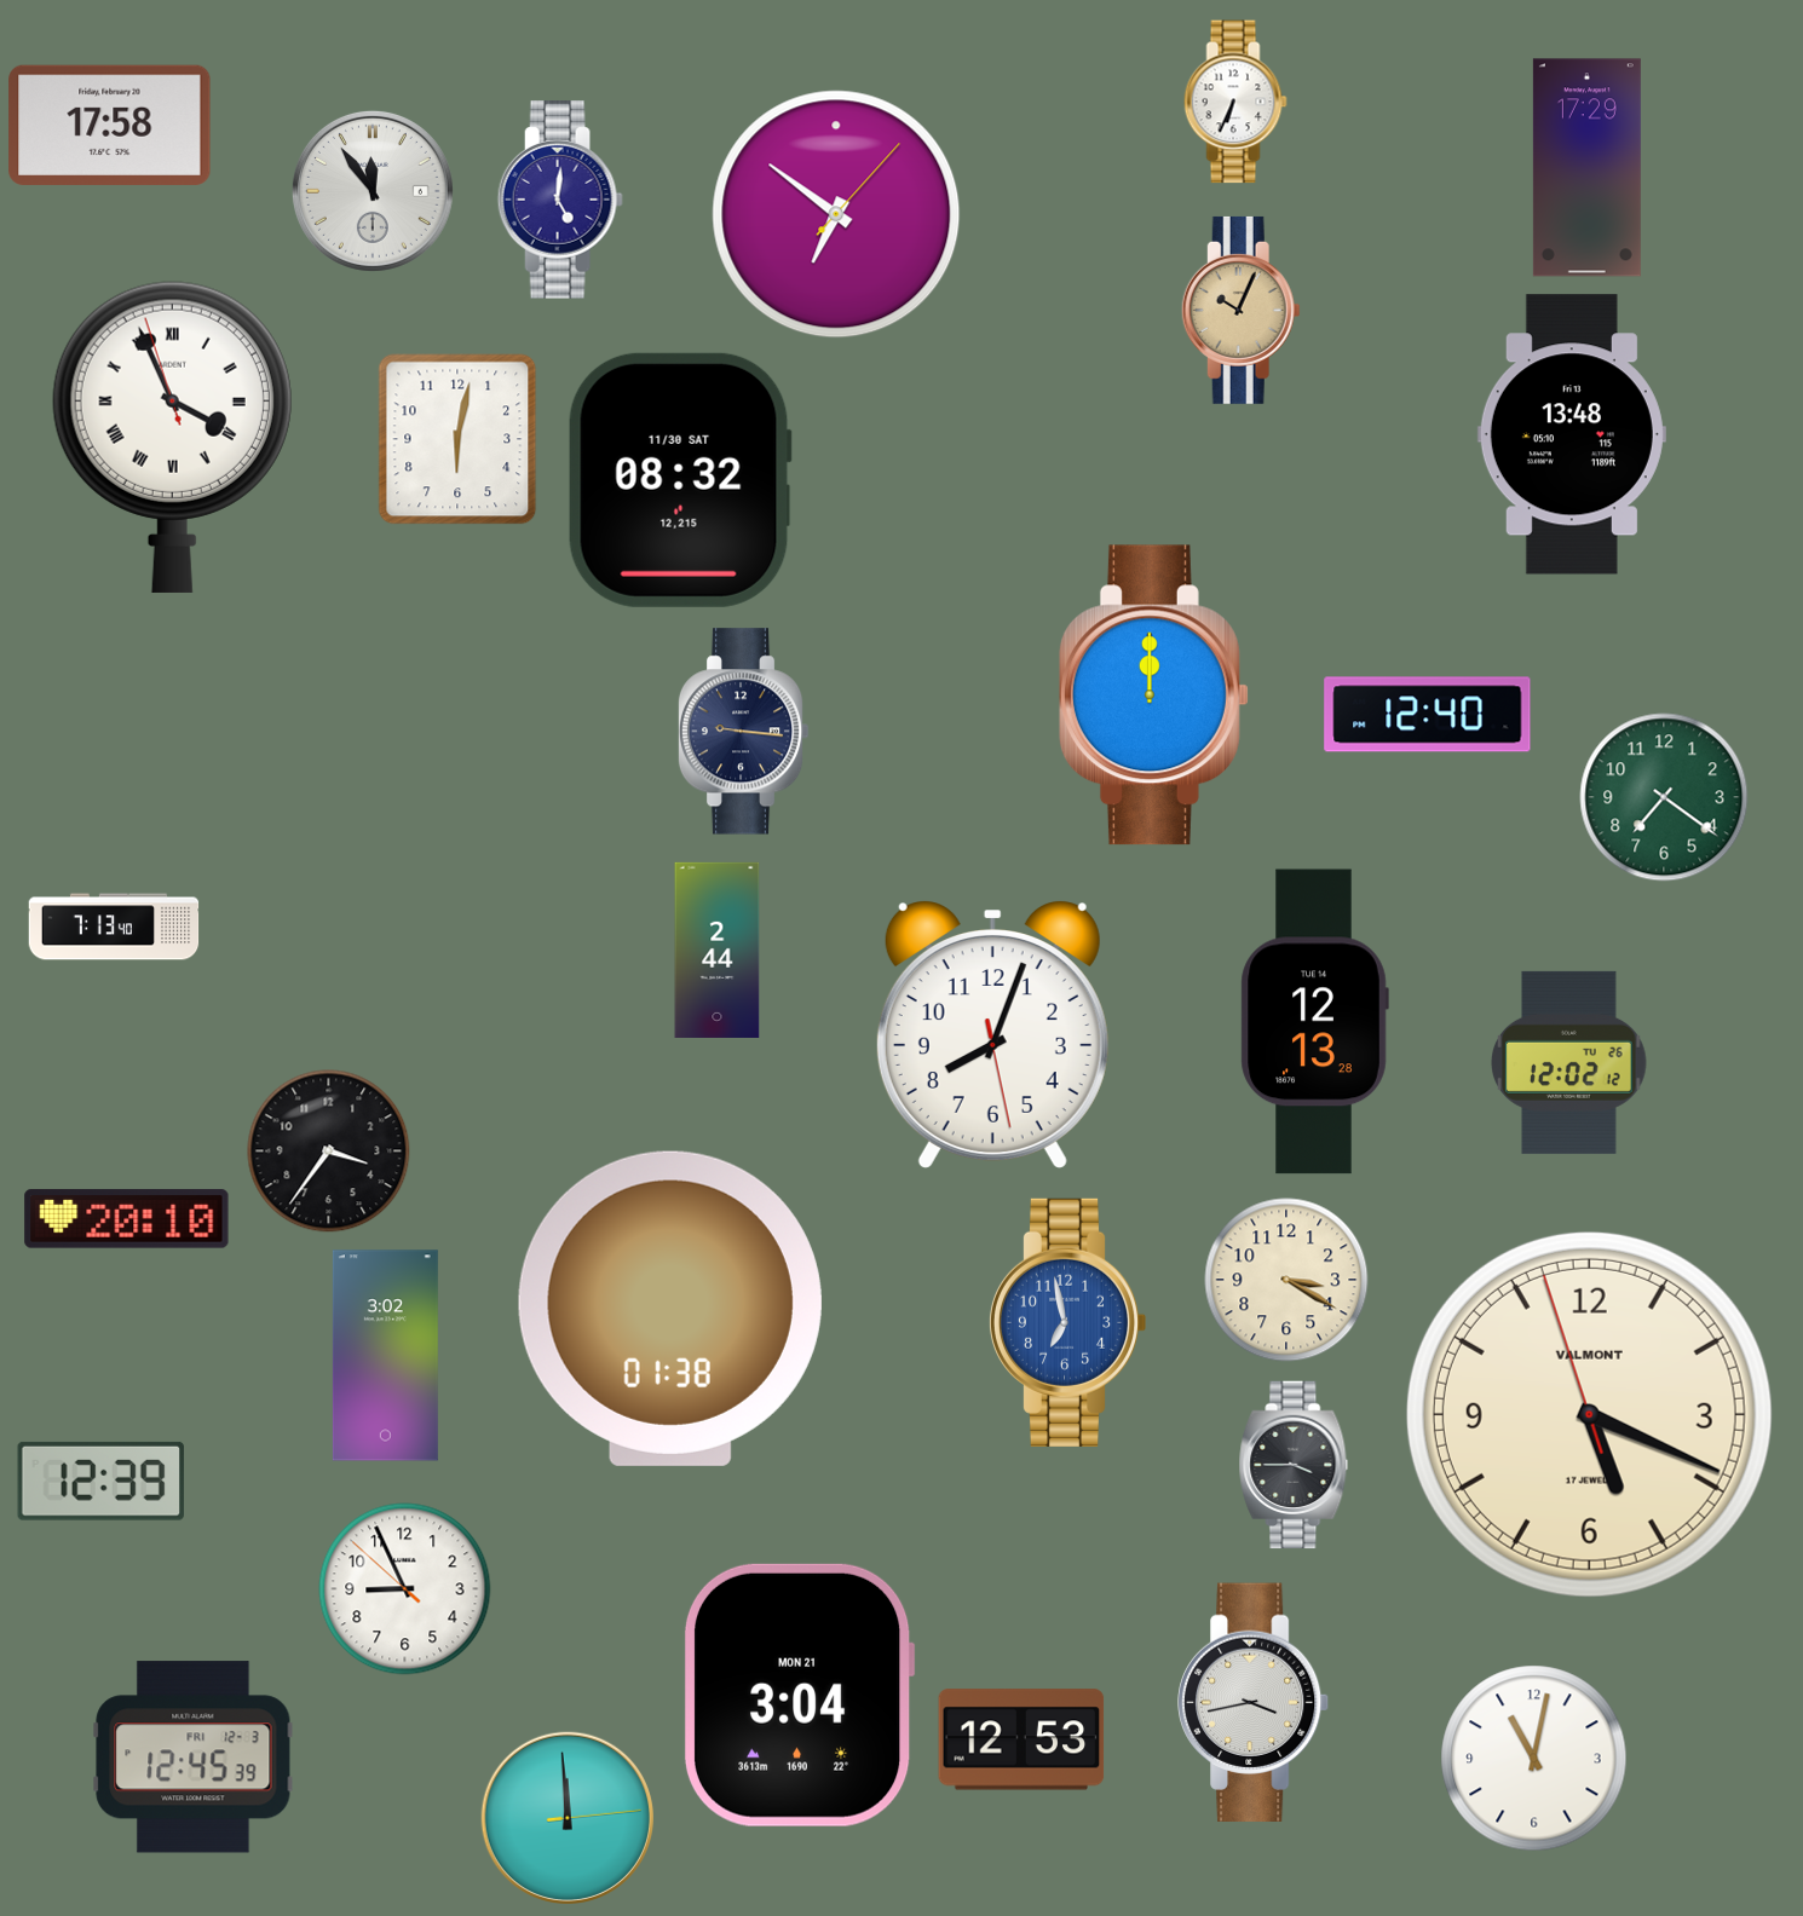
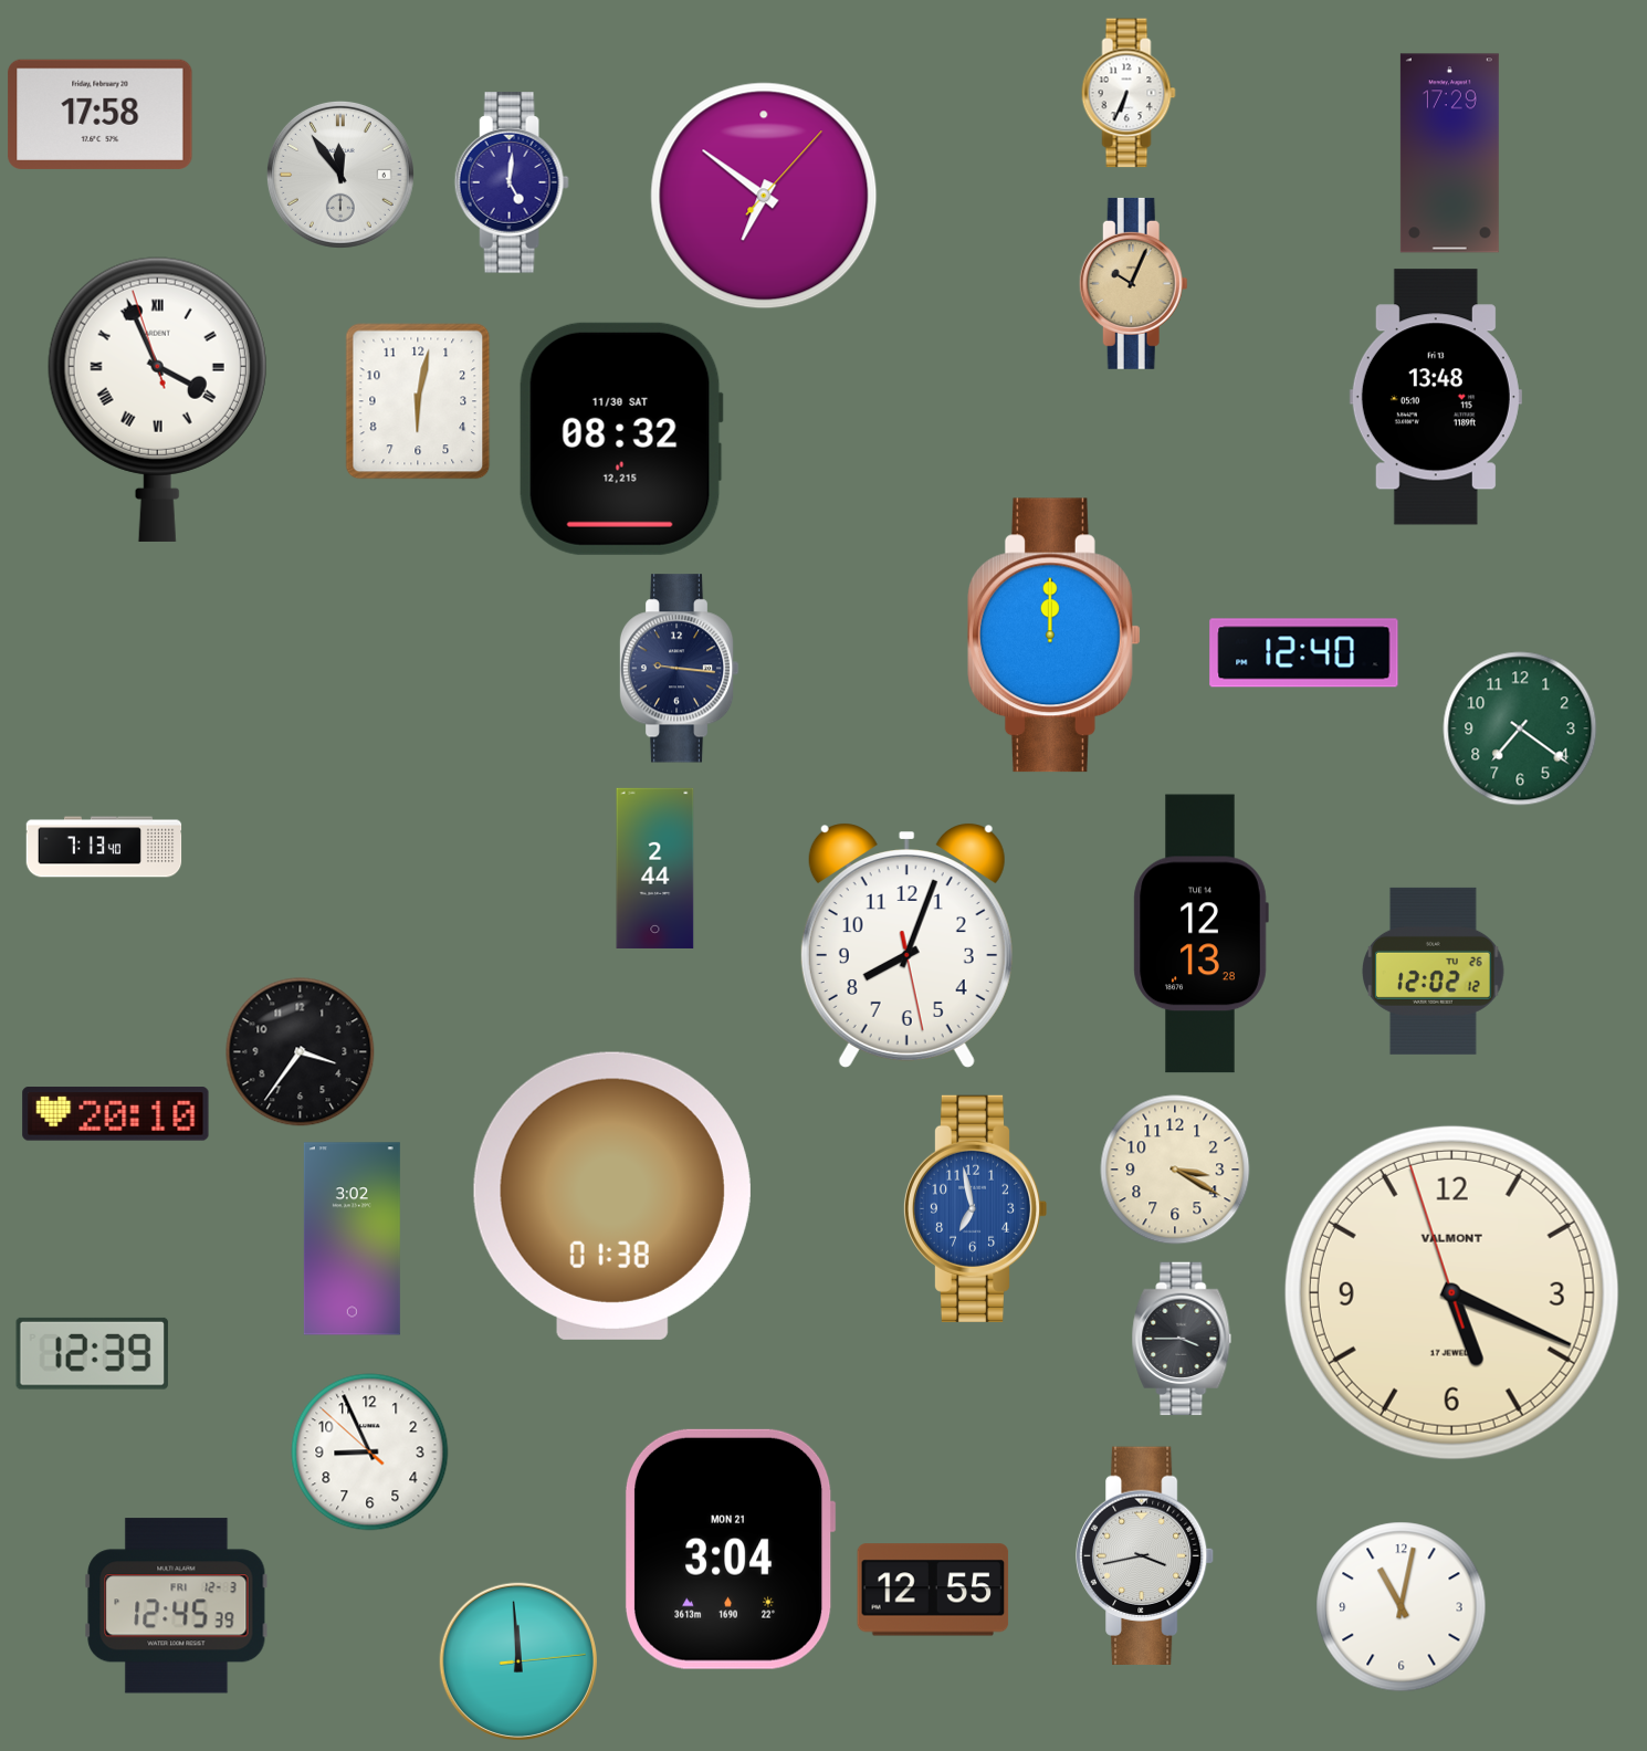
clock at (1021, 1739): 12:53 -> 12:55
